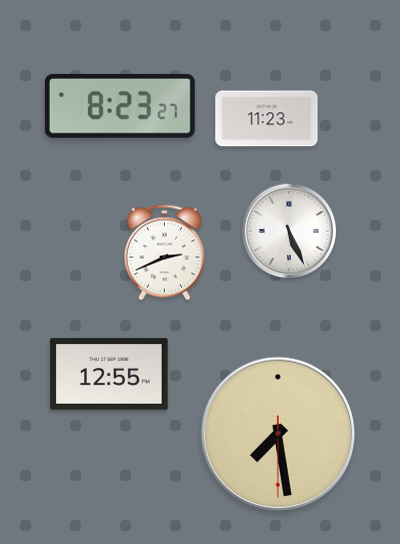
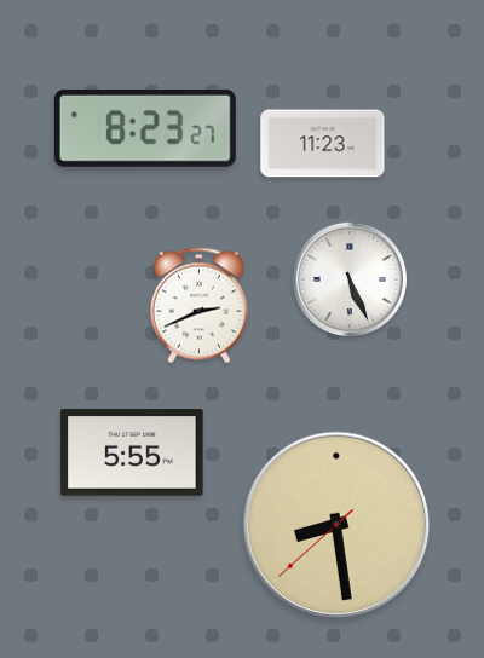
clock at (109, 374): 12:55 -> 5:55
clock at (278, 434): 7:28 -> 8:28
